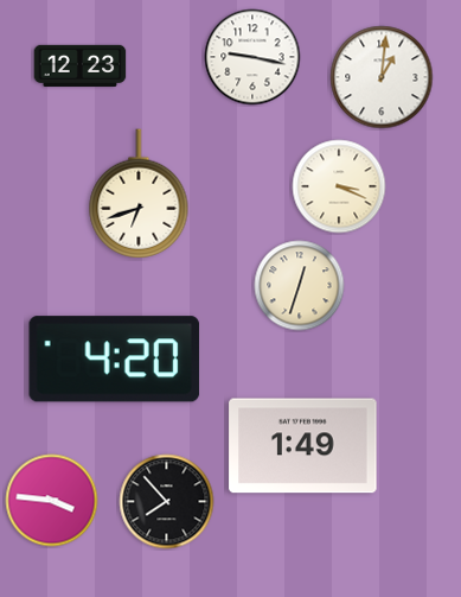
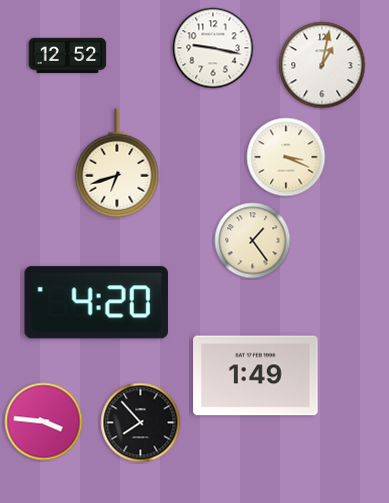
clock at (81, 65): 12:23 -> 12:52
clock at (382, 77): 1:01 -> 1:02
clock at (300, 286): 12:33 -> 1:24
